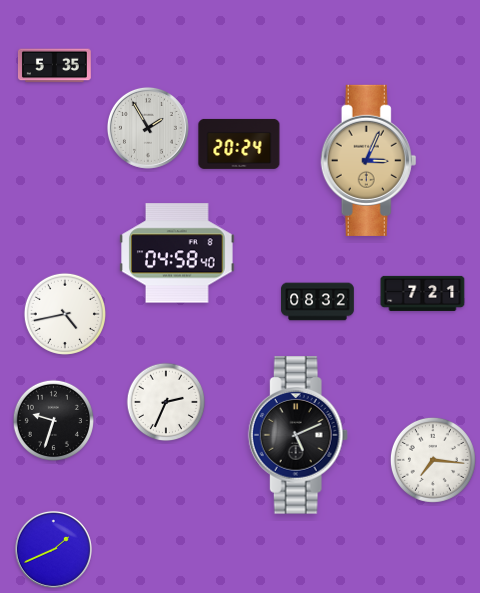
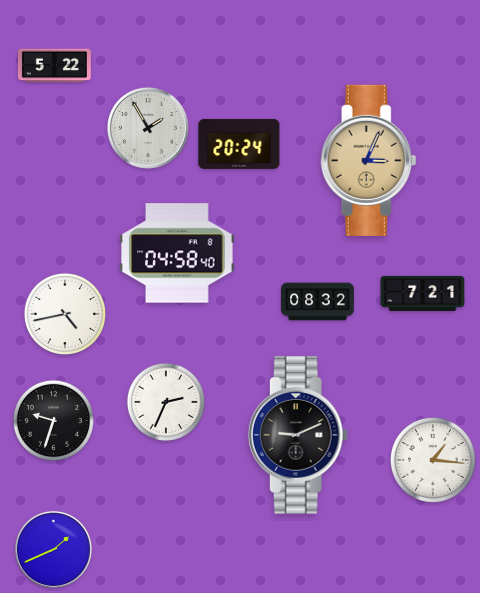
clock at (55, 66): 5:35 -> 5:22
clock at (298, 435): 5:11 -> 9:11
clock at (433, 460): 7:16 -> 1:16
